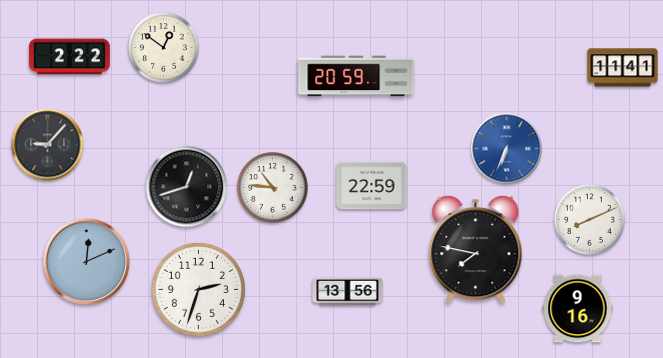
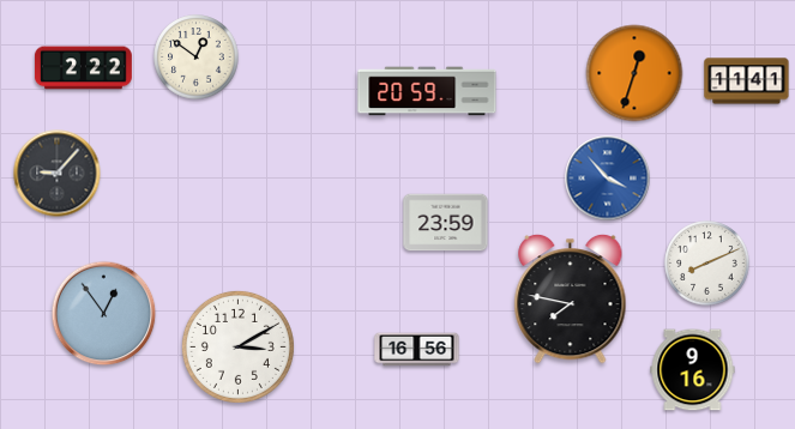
clock at (634, 73): none -> 12:33
clock at (507, 149): 6:34 -> 3:53
clock at (372, 186): 22:59 -> 23:59
clock at (187, 187): 12:42 -> none
clock at (273, 188): 10:46 -> none
clock at (87, 262): 12:11 -> 12:54
clock at (198, 289): 2:33 -> 3:10
clock at (348, 292): 13:56 -> 16:56
